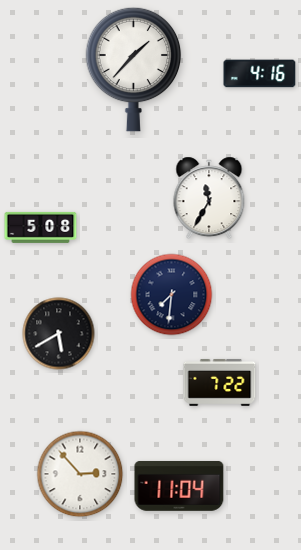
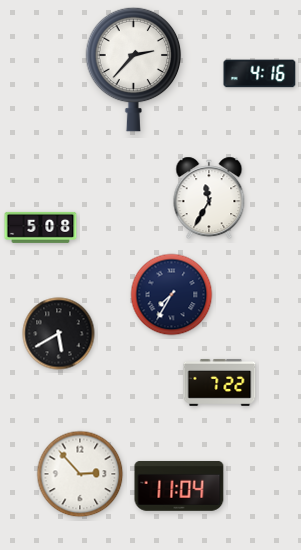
clock at (134, 69): 1:37 -> 2:37
clock at (172, 295): 7:31 -> 7:35
